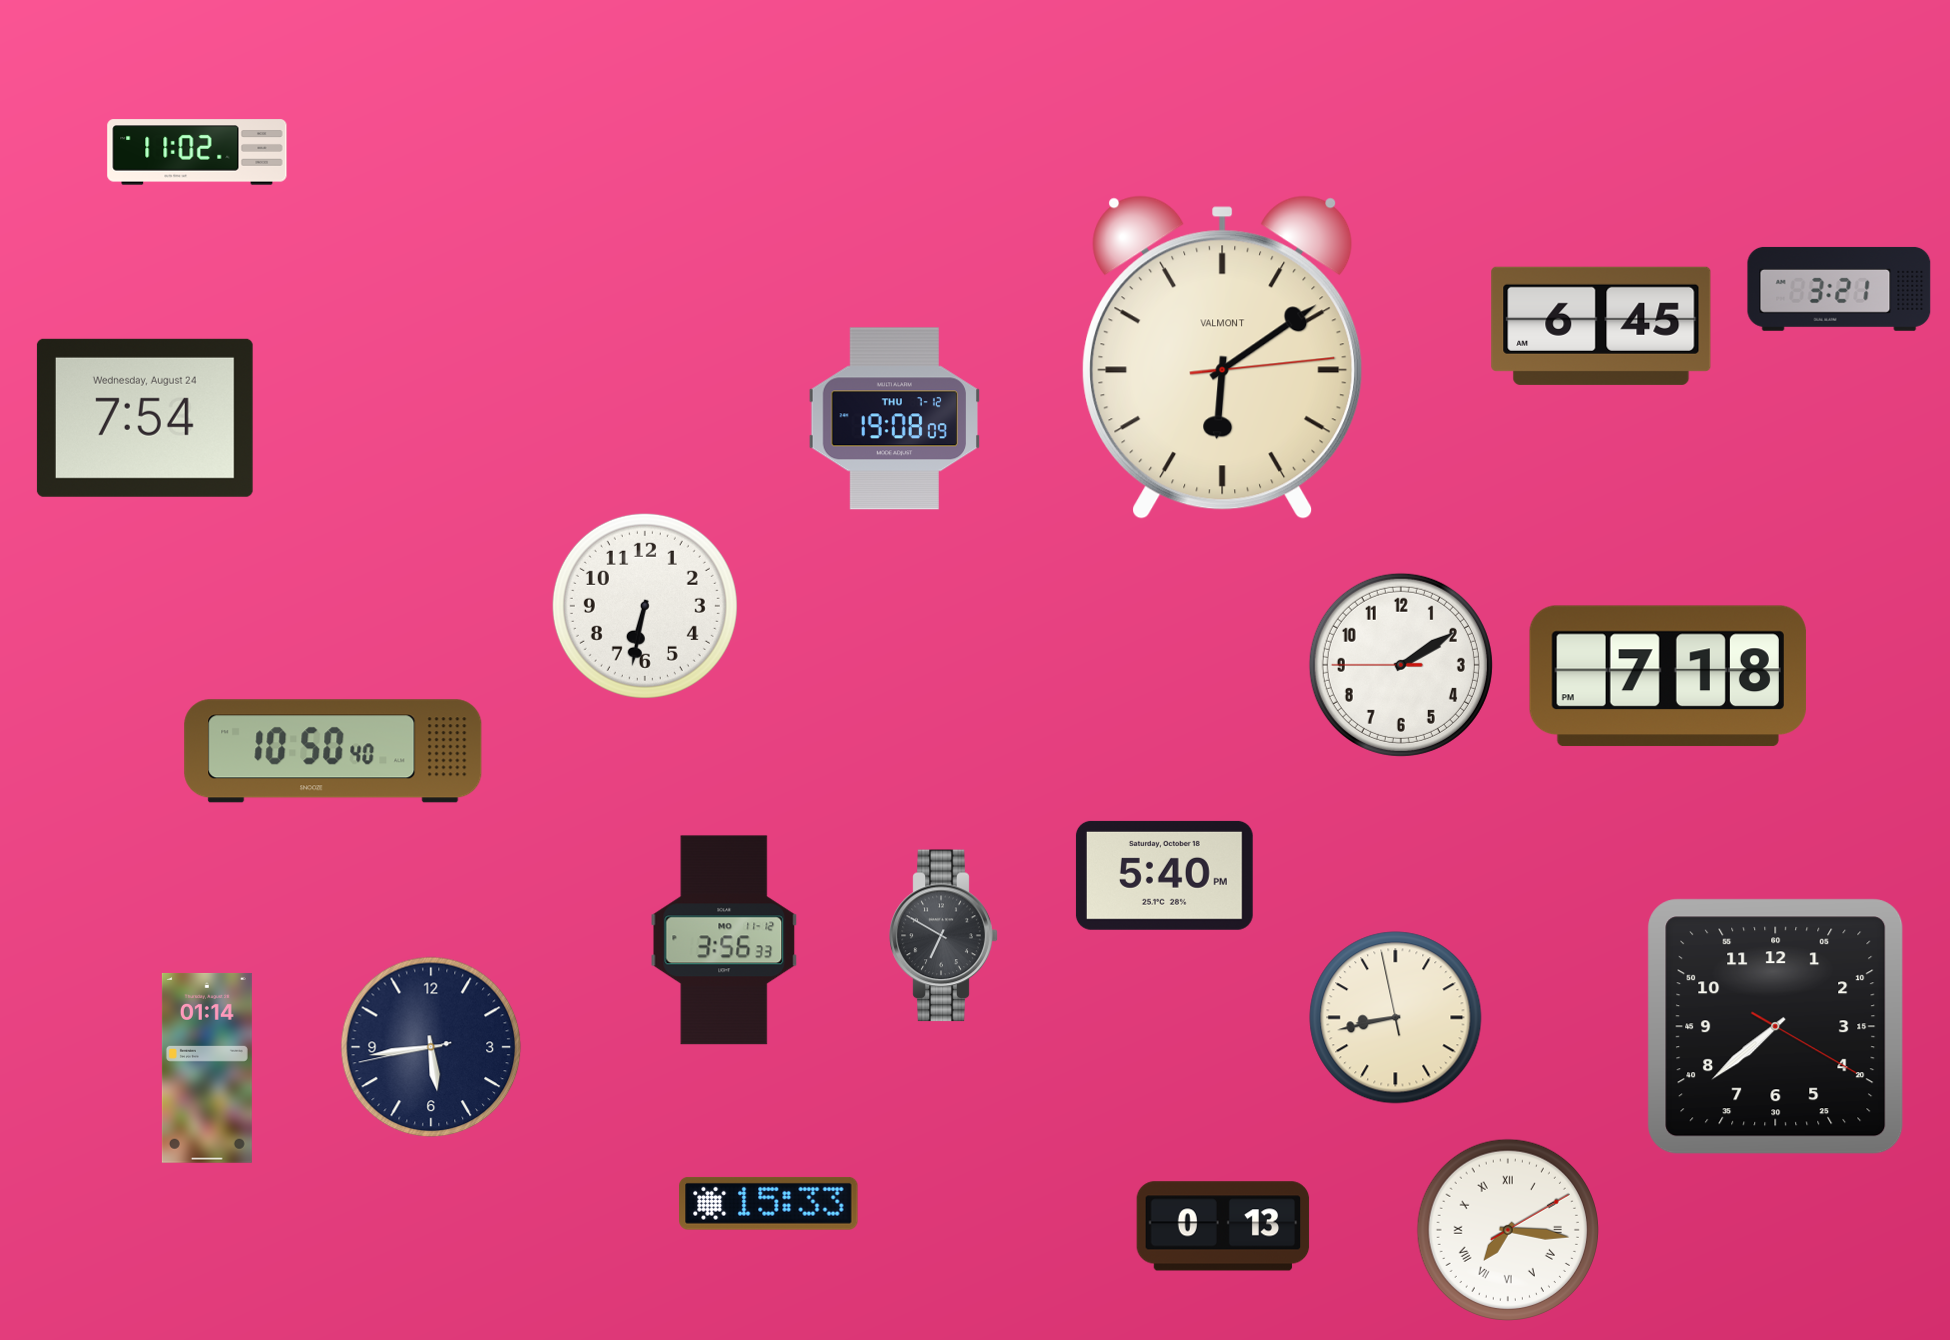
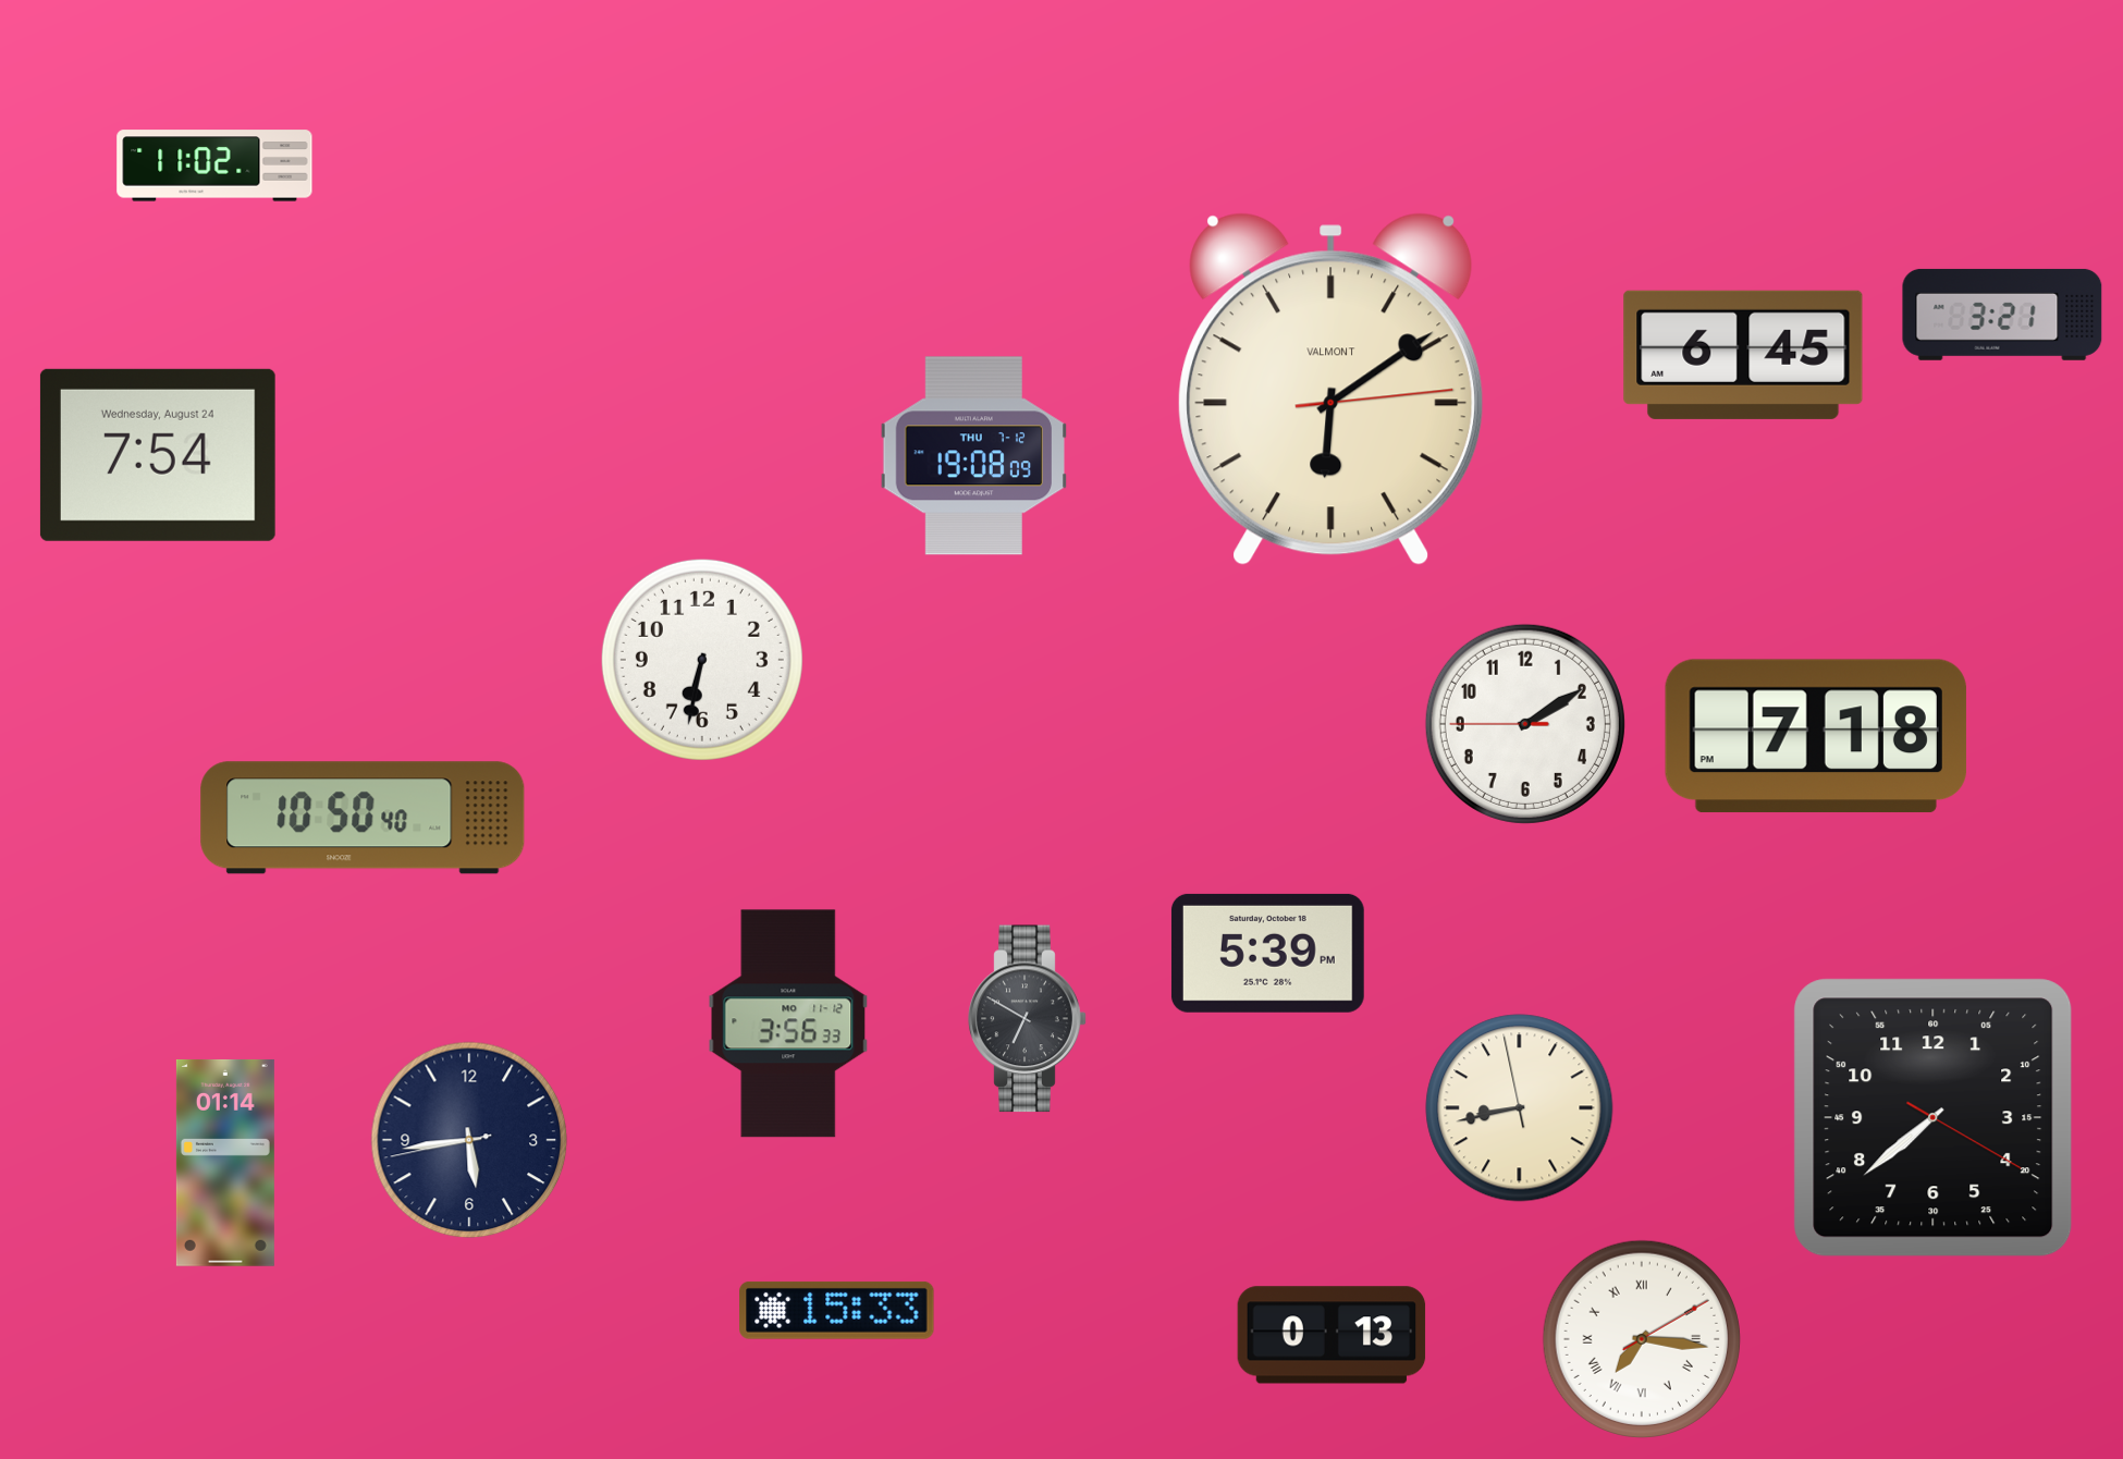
clock at (1164, 875): 5:40 -> 5:39
